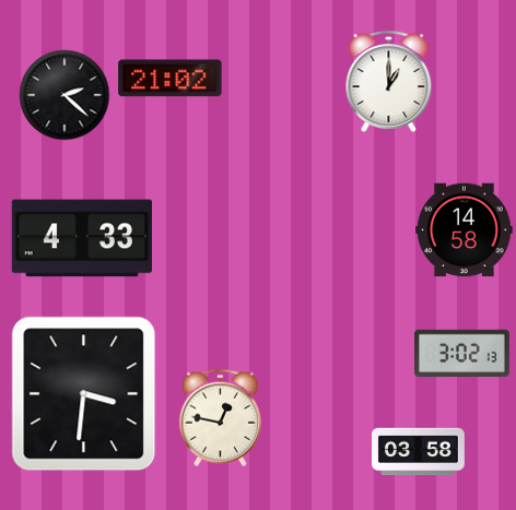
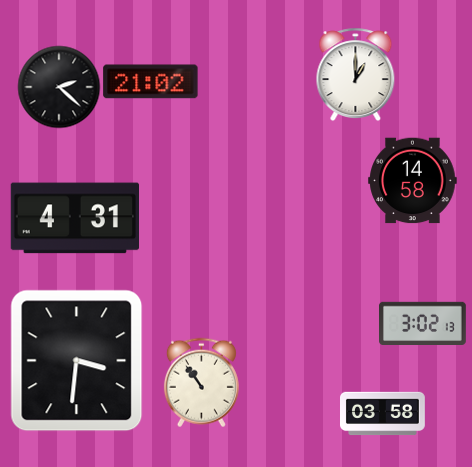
clock at (171, 79) position: (171, 79) -> (151, 82)
clock at (465, 230) position: (465, 230) -> (413, 181)
clock at (81, 238): 4:33 -> 4:31
clock at (220, 417): 12:47 -> 10:54
